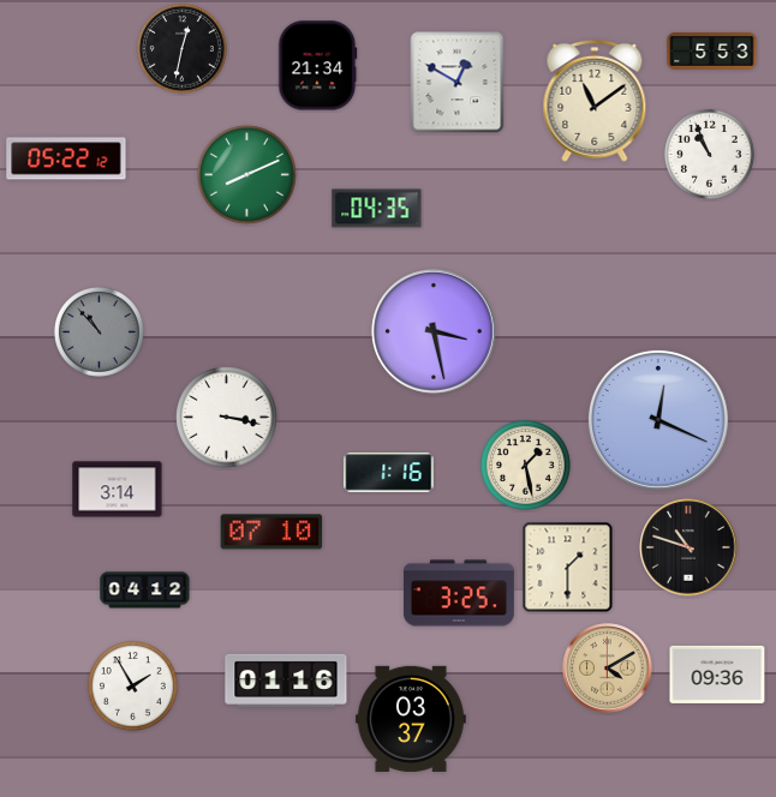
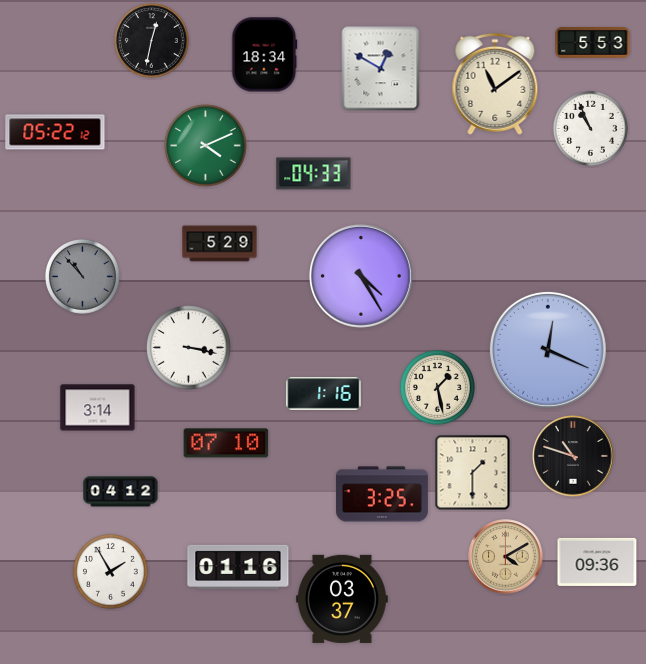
clock at (318, 66): 21:34 -> 18:34
clock at (247, 175): 8:11 -> 4:11
clock at (377, 209): 04:35 -> 04:33
clock at (220, 244): none -> 5:29
clock at (435, 332): 3:28 -> 4:25
